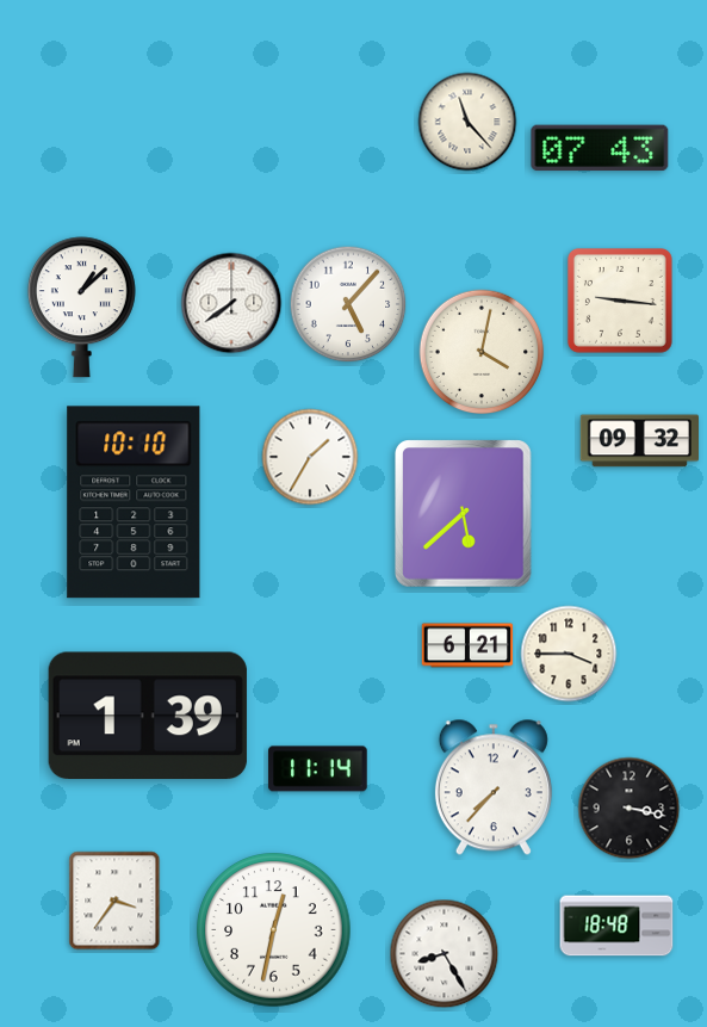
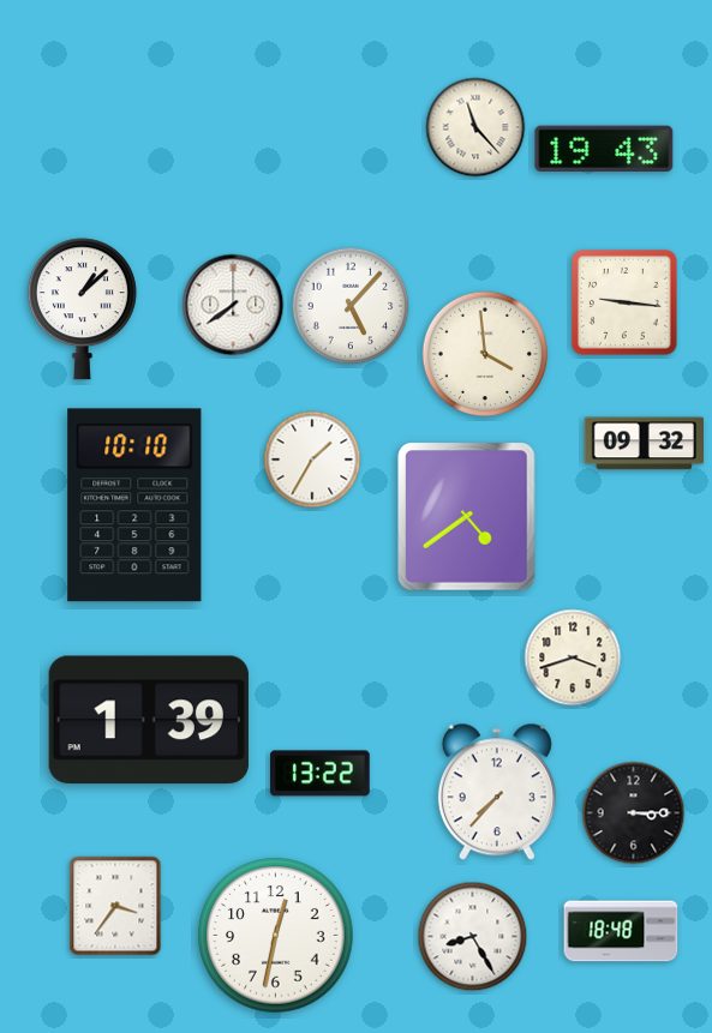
clock at (467, 122) position: (467, 122) -> (475, 127)
clock at (600, 148): 07:43 -> 19:43
clock at (482, 352): 4:02 -> 3:59
clock at (464, 514): 5:38 -> 4:39
clock at (467, 645): 6:21 -> none
clock at (569, 654): 3:45 -> 3:42
clock at (318, 769): 11:14 -> 13:22
clock at (630, 809): 3:17 -> 3:15
clock at (445, 954) position: (445, 954) -> (473, 937)
